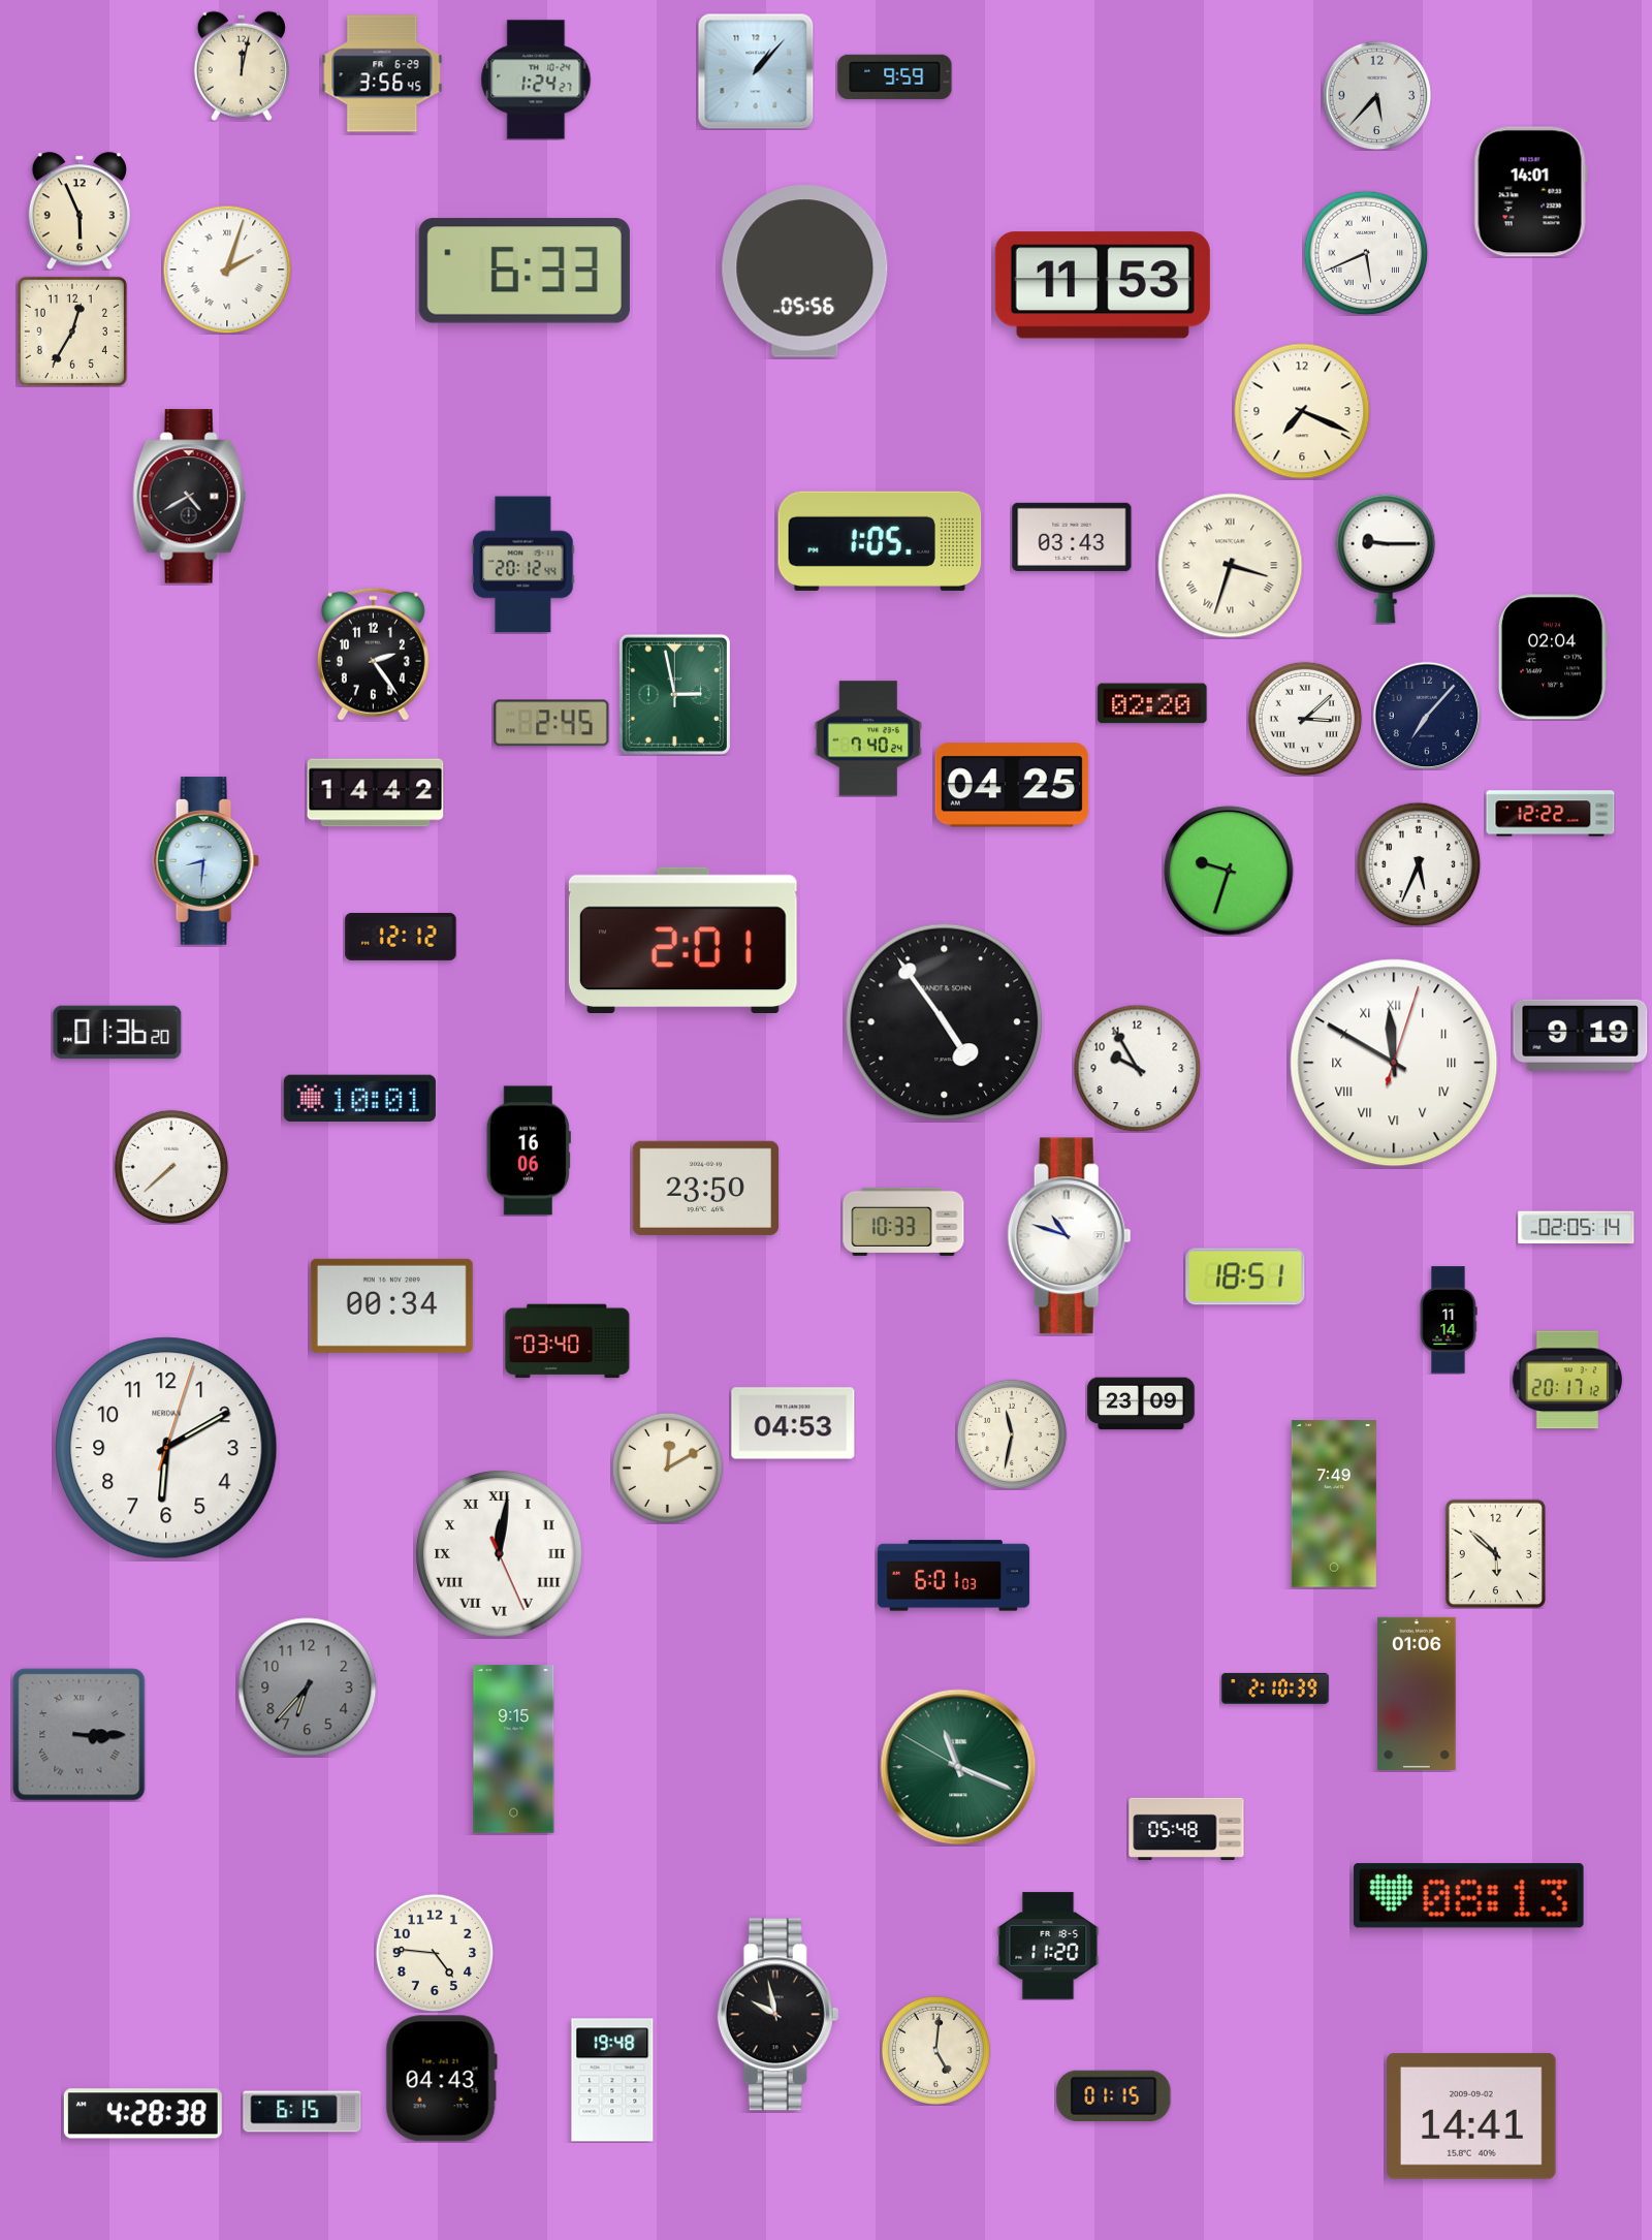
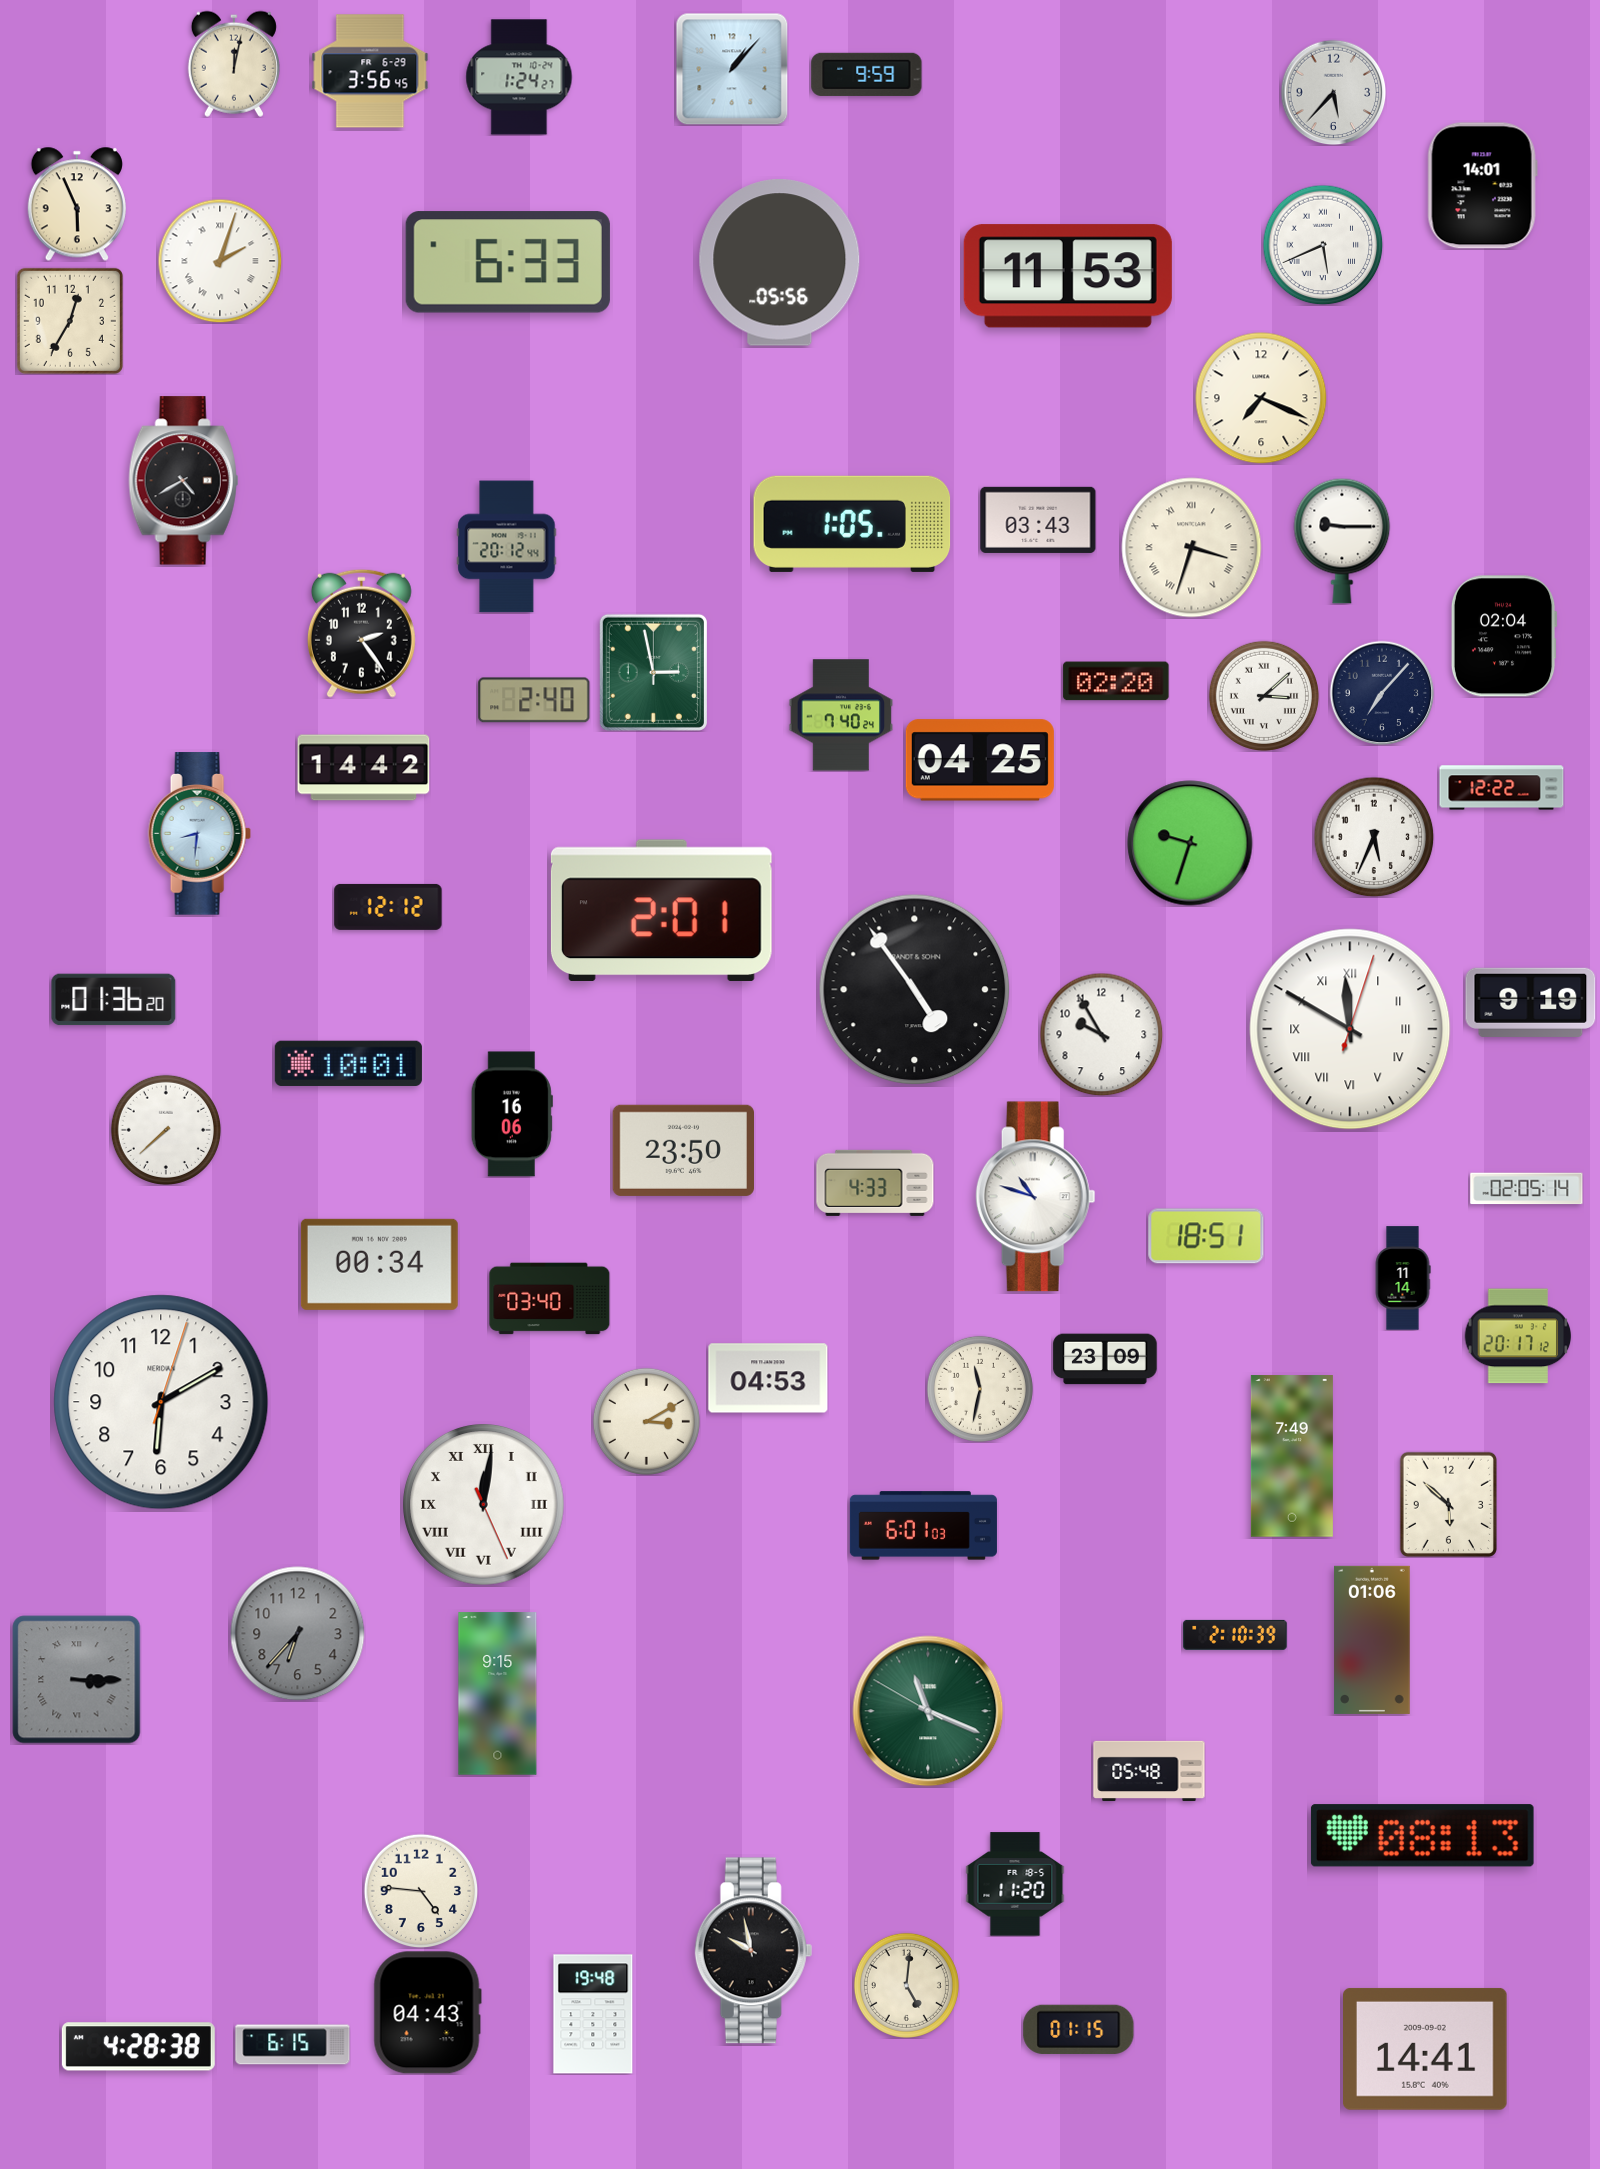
clock at (551, 723): 2:45 -> 2:40
clock at (903, 1222): 10:33 -> 4:33
clock at (667, 1468): 12:10 -> 3:10
